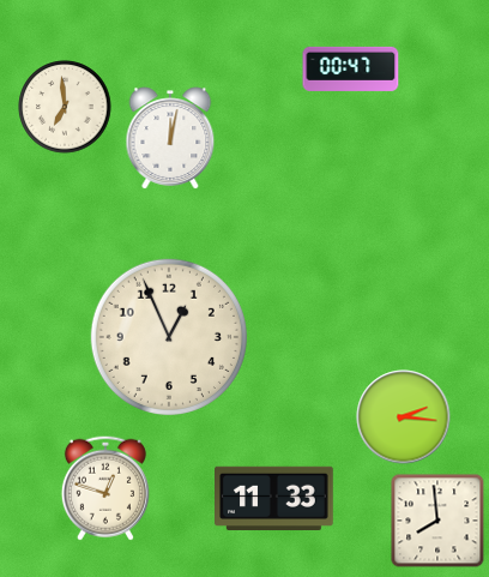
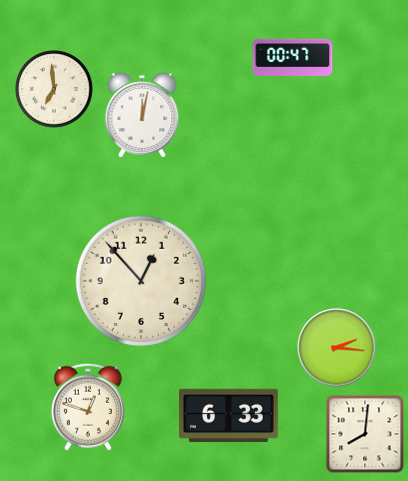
clock at (169, 337): 12:56 -> 12:53
clock at (274, 498): 11:33 -> 6:33
clock at (437, 521): 7:59 -> 8:01
